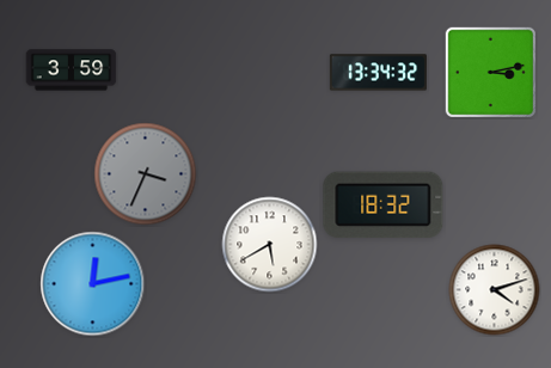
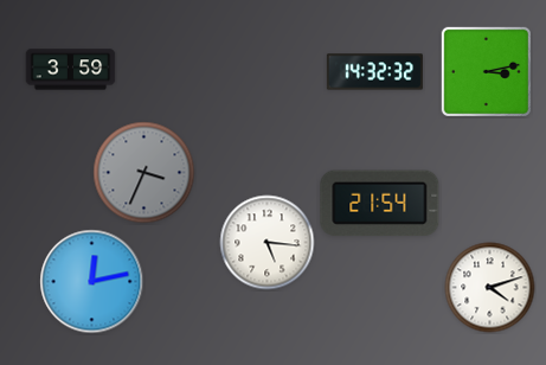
clock at (378, 73): 13:34 -> 14:32
clock at (384, 206): 18:32 -> 21:54
clock at (270, 245): 5:40 -> 5:16
